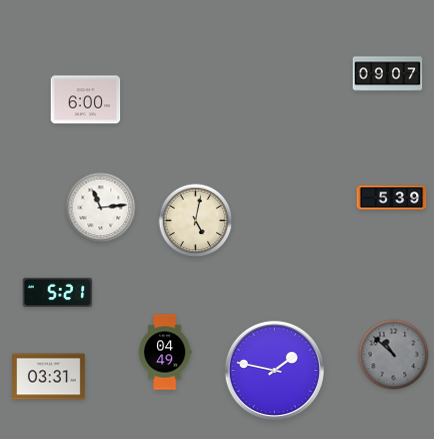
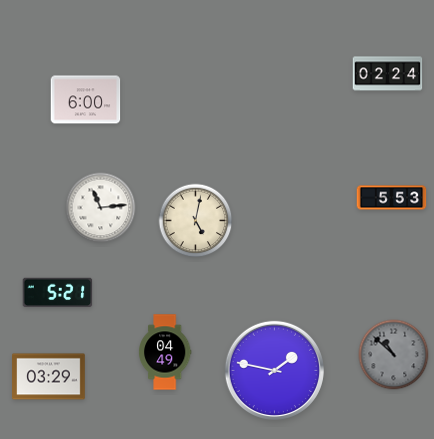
clock at (388, 74): 09:07 -> 02:24
clock at (392, 198): 5:39 -> 5:53
clock at (49, 377): 03:31 -> 03:29
